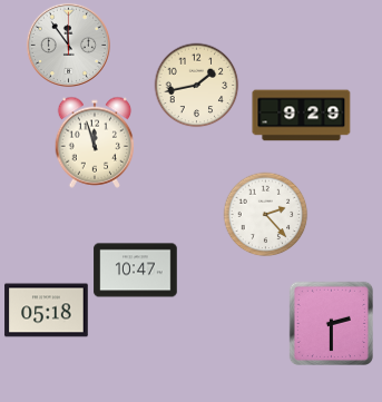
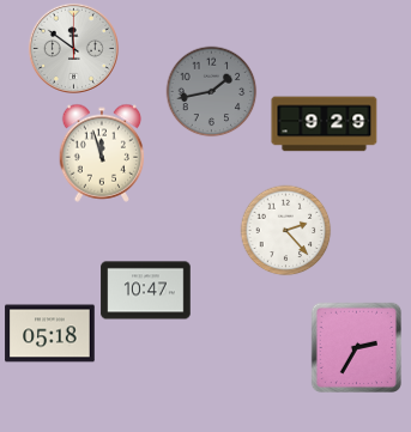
clock at (68, 45): 11:54 -> 11:51
clock at (197, 86) dial: cream -> grey
clock at (331, 323): 2:30 -> 2:35
